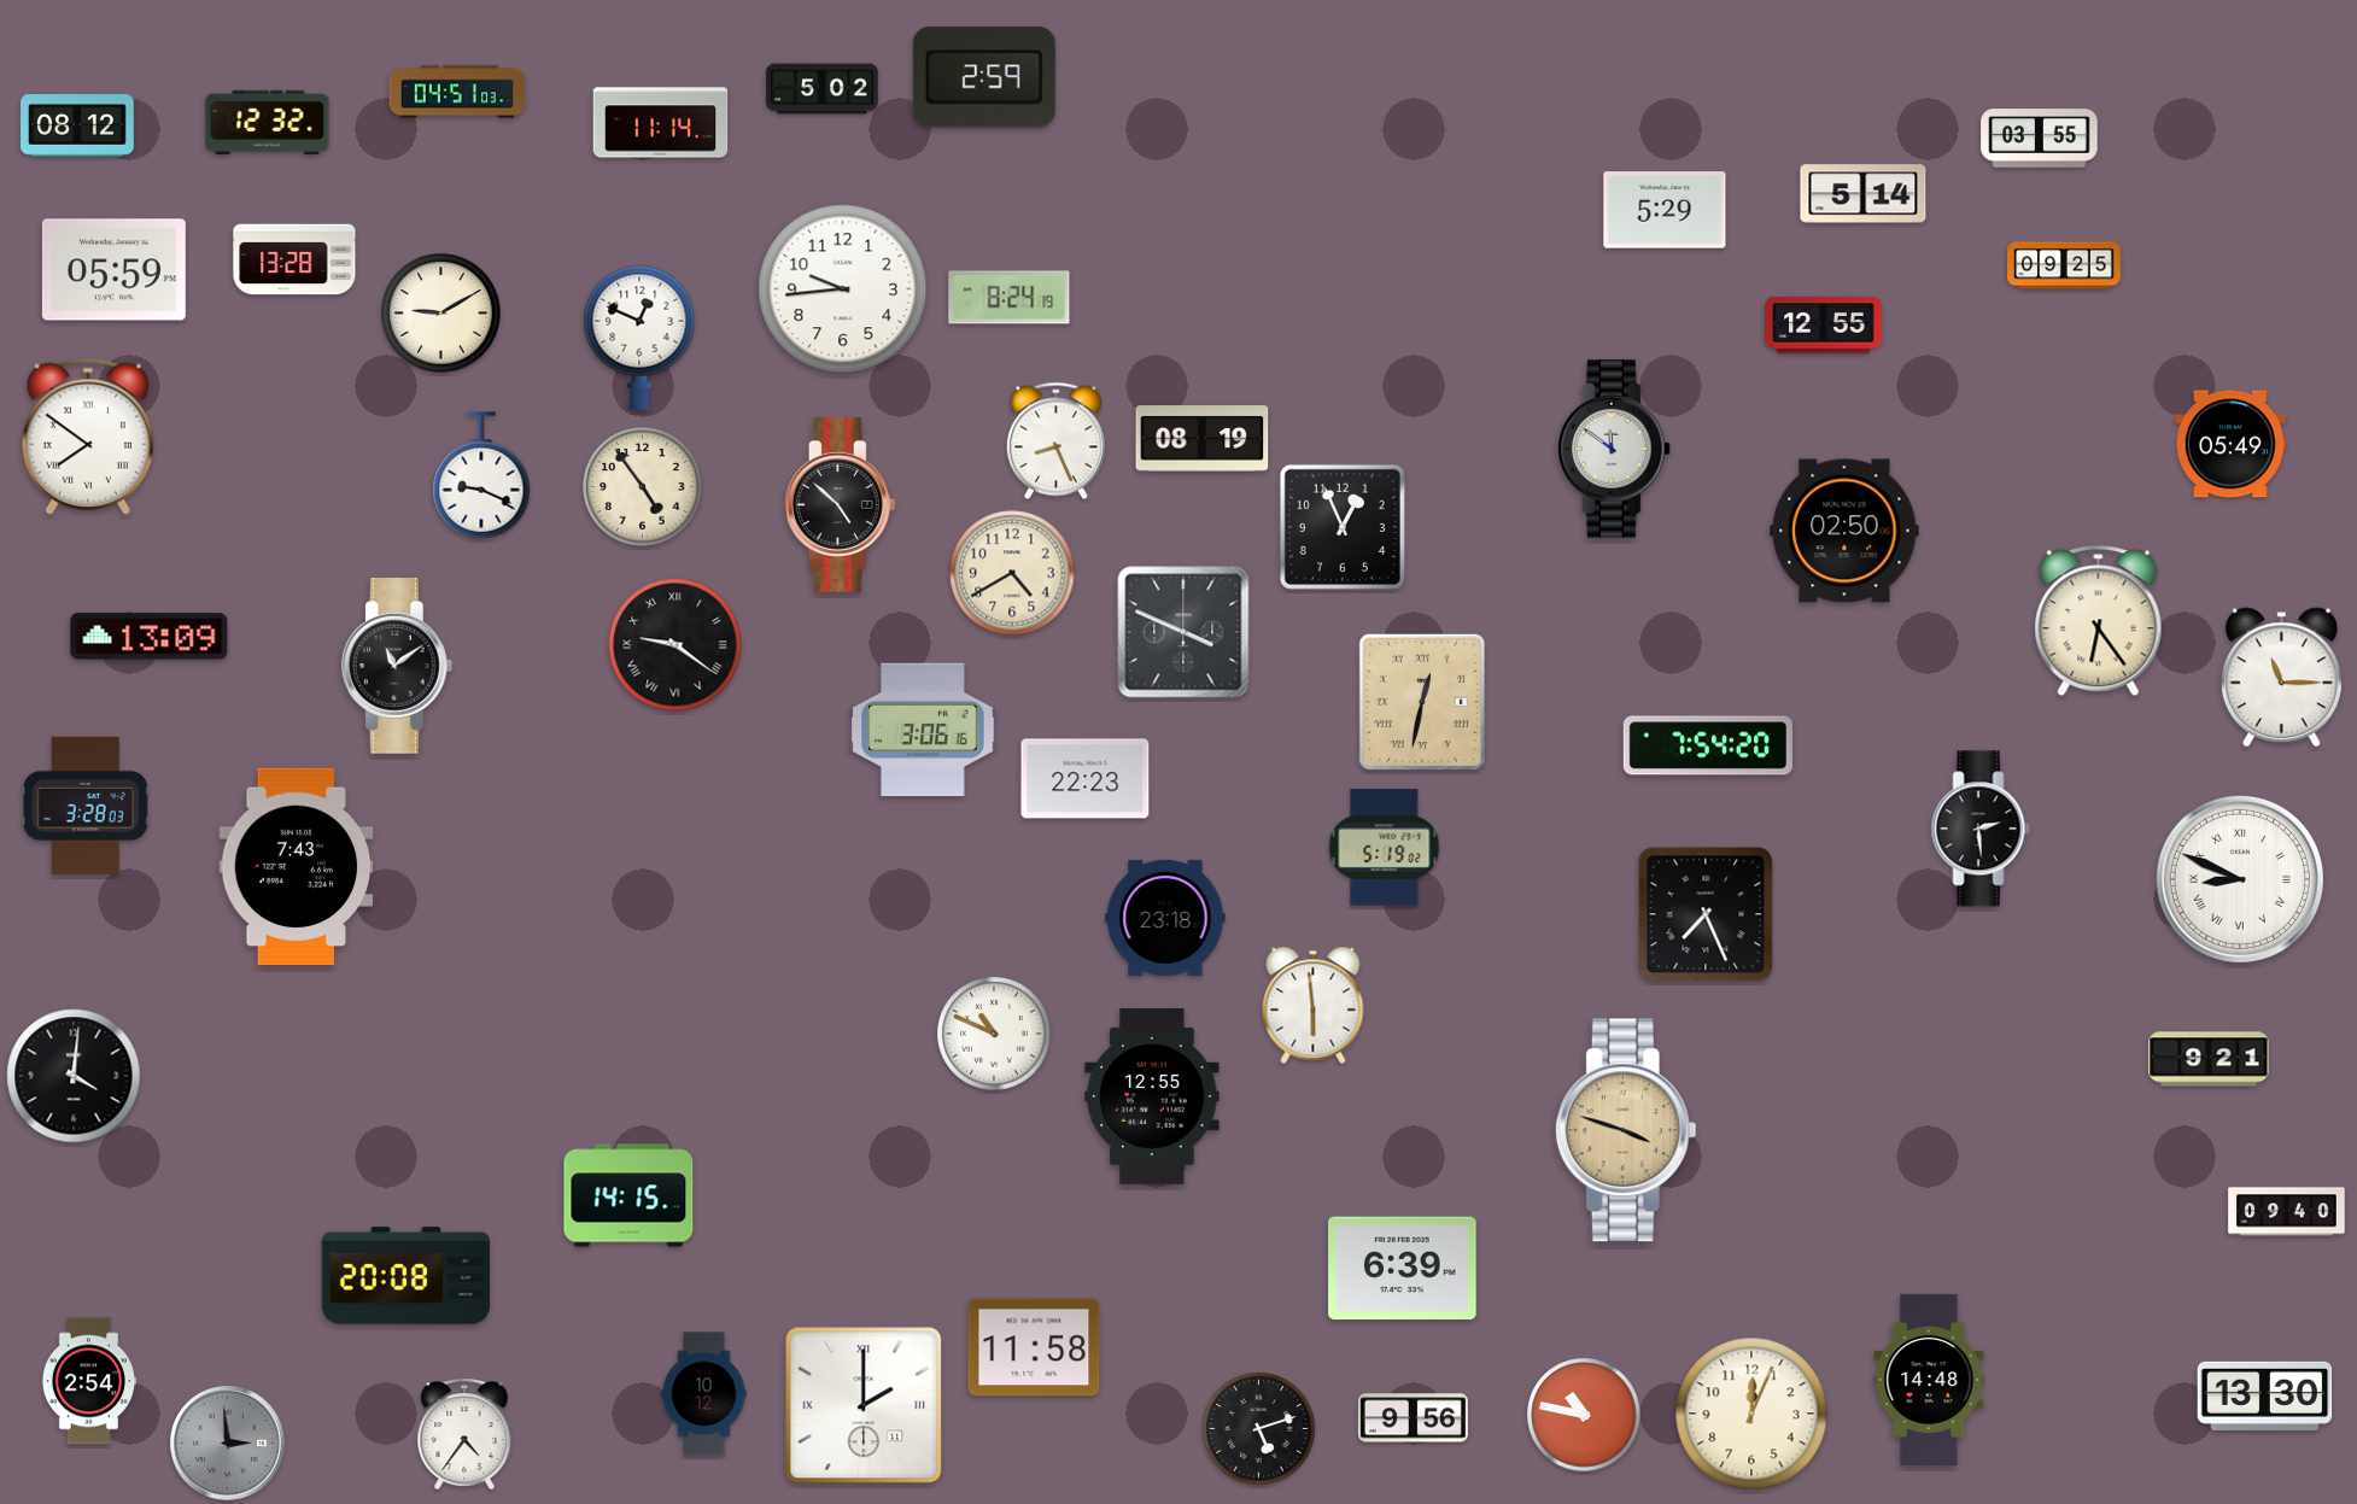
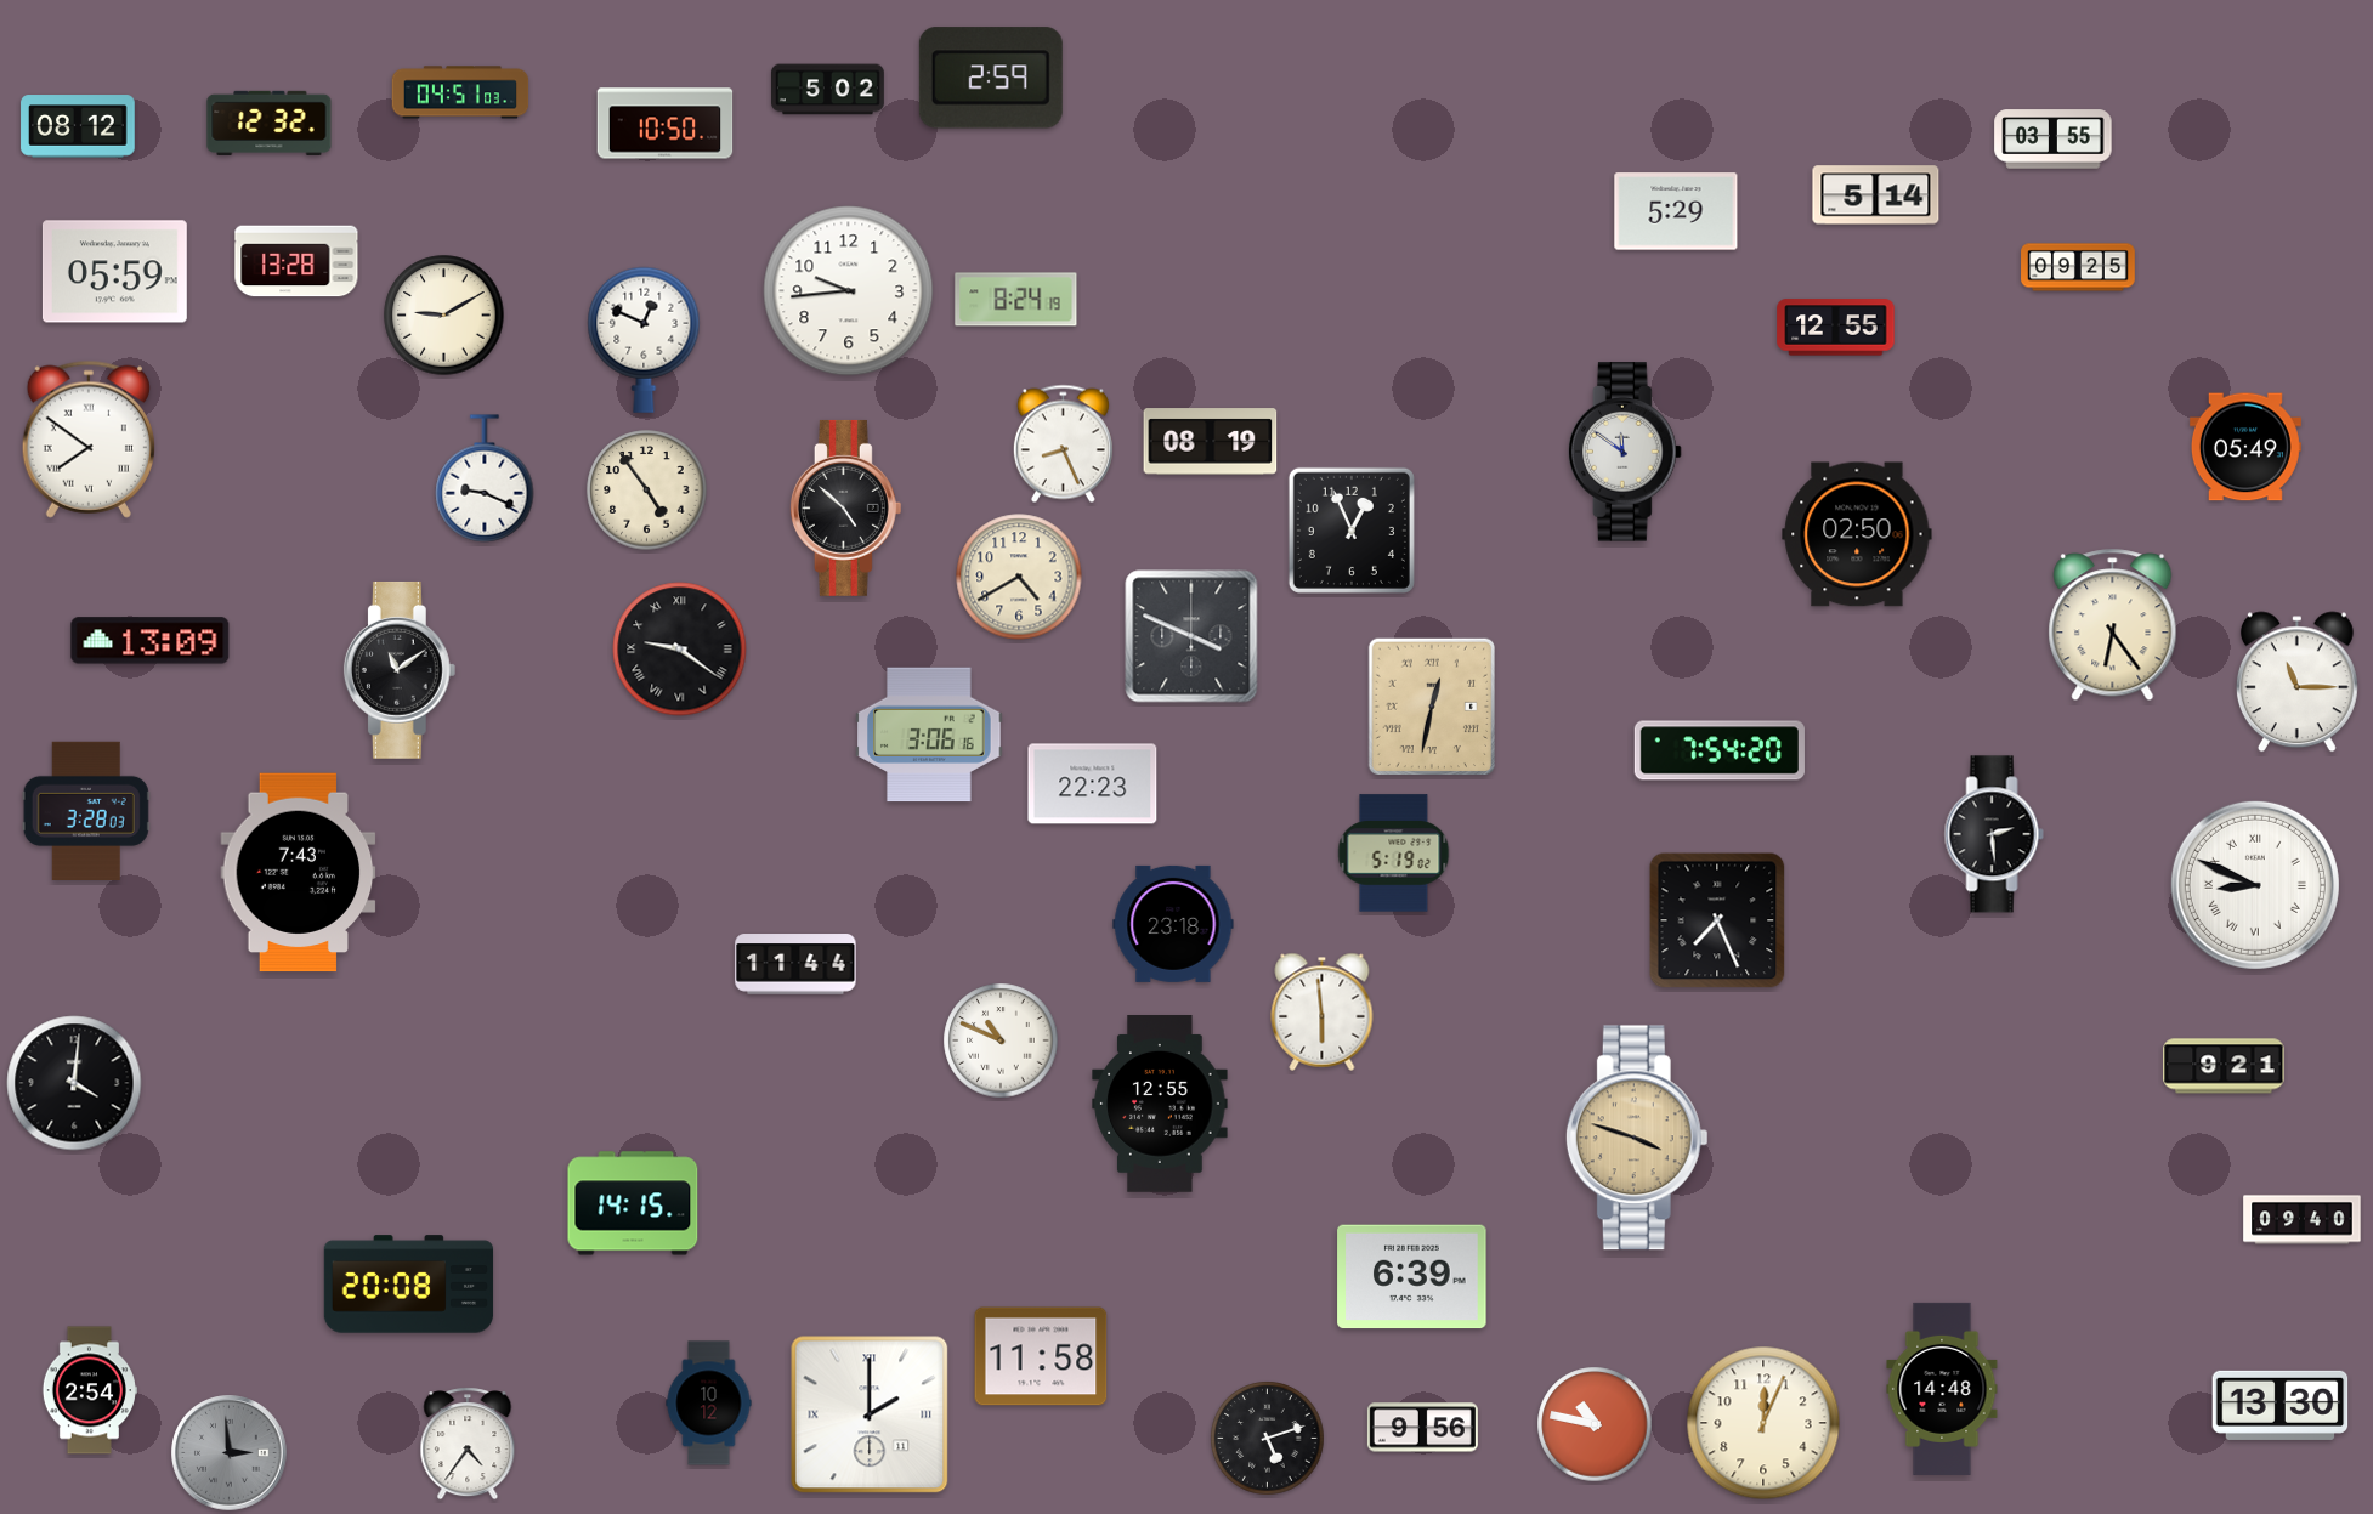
clock at (661, 123): 11:14 -> 10:50
clock at (795, 964): none -> 11:44
